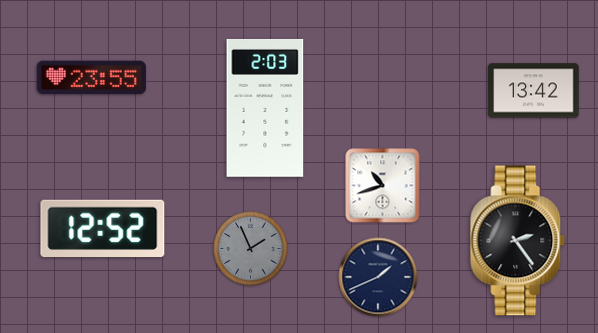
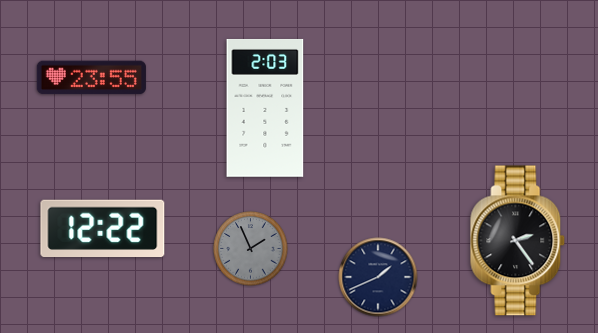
clock at (534, 91): 13:42 -> none
clock at (383, 186): 10:42 -> none
clock at (103, 229): 12:52 -> 12:22
